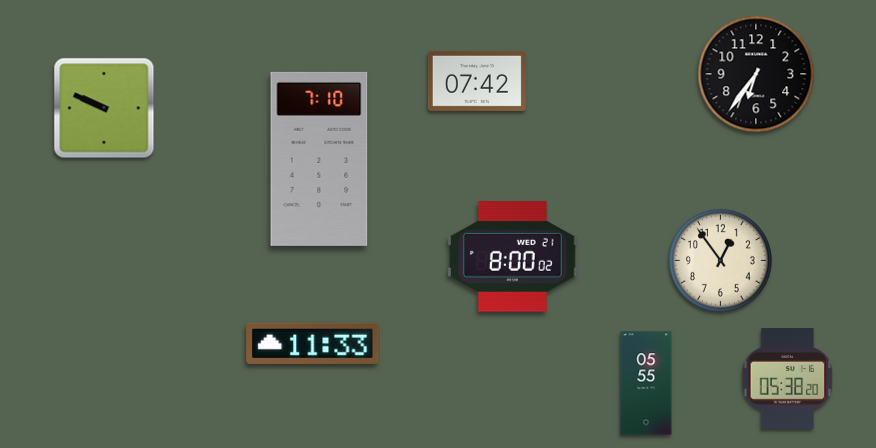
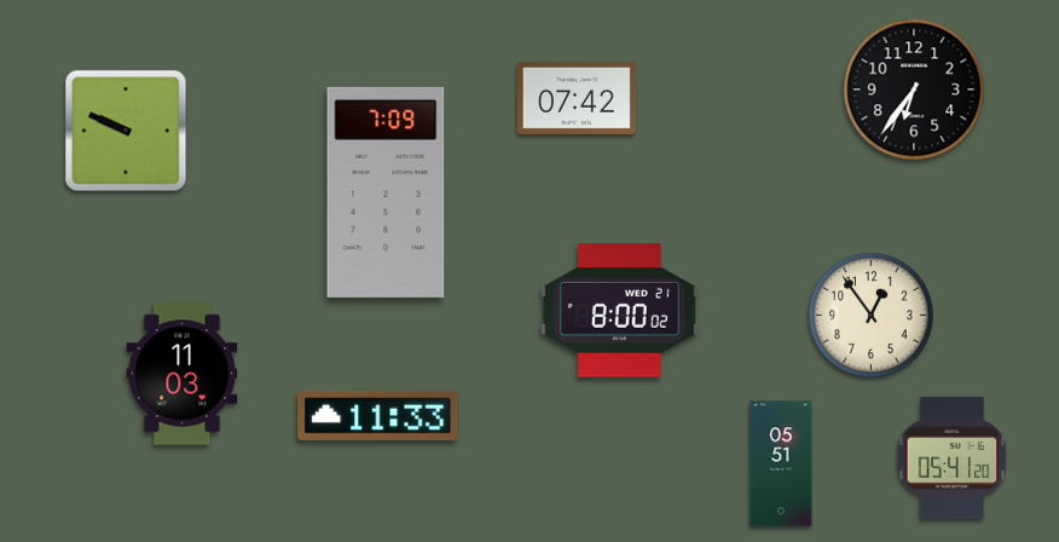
clock at (319, 159): 7:10 -> 7:09
clock at (183, 374): none -> 11:03
clock at (788, 379): 05:38 -> 05:41
clock at (646, 383): 05:55 -> 05:51
